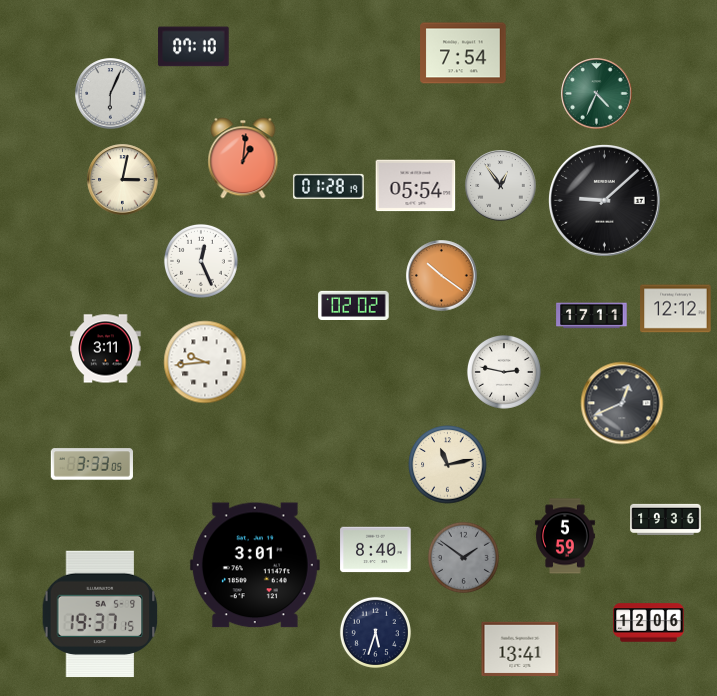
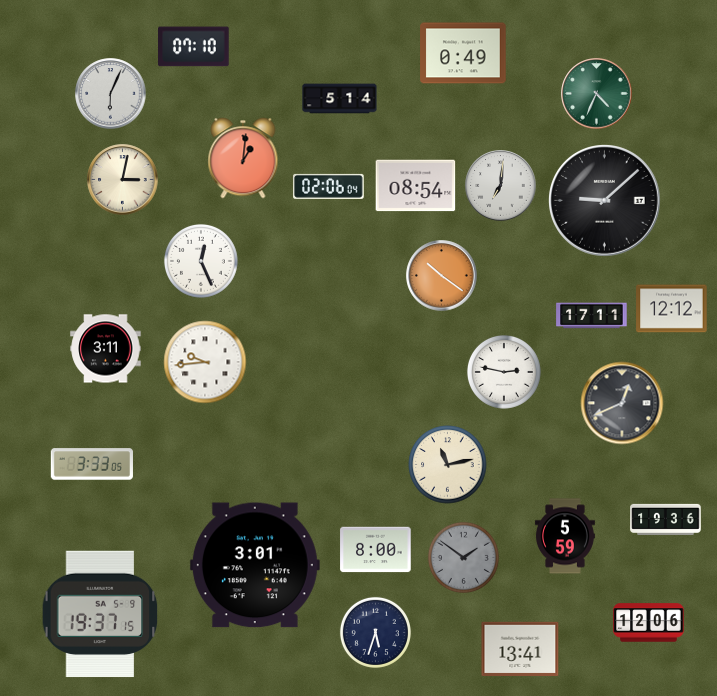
clock at (463, 53): 7:54 -> 0:49
clock at (340, 99): none -> 5:14
clock at (329, 186): 01:28 -> 02:06
clock at (416, 186): 05:54 -> 08:54
clock at (501, 186): 12:54 -> 7:01
clock at (354, 305): 02:02 -> none
clock at (676, 309) position: (676, 309) -> (672, 309)
clock at (376, 550): 8:40 -> 8:00
